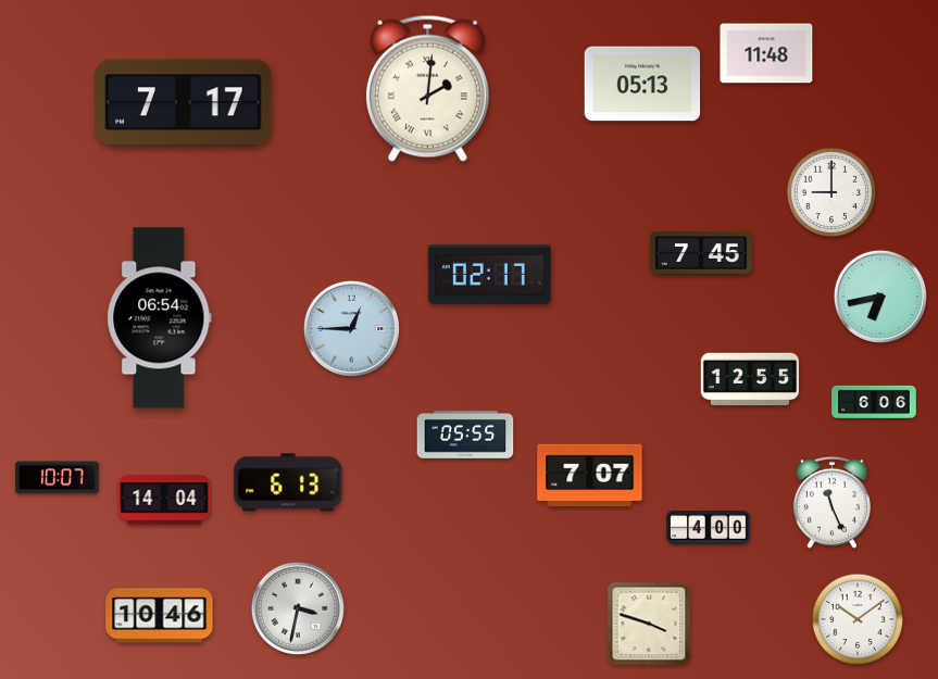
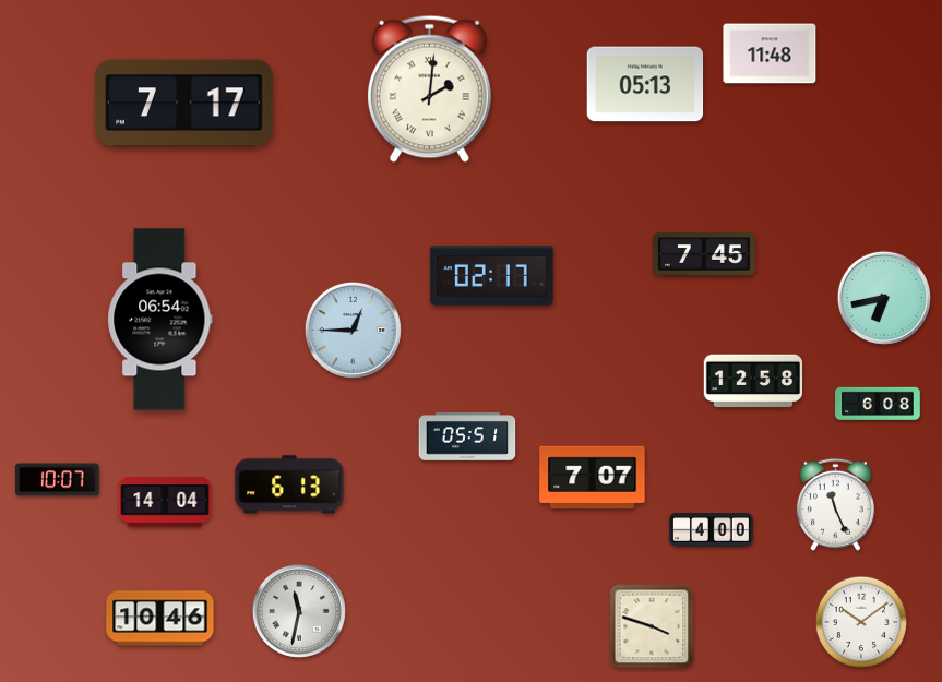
clock at (831, 192): 9:00 -> none
clock at (750, 379): 12:55 -> 12:58
clock at (874, 402): 6:06 -> 6:08
clock at (465, 436): 05:55 -> 05:51
clock at (298, 608): 3:32 -> 11:32
